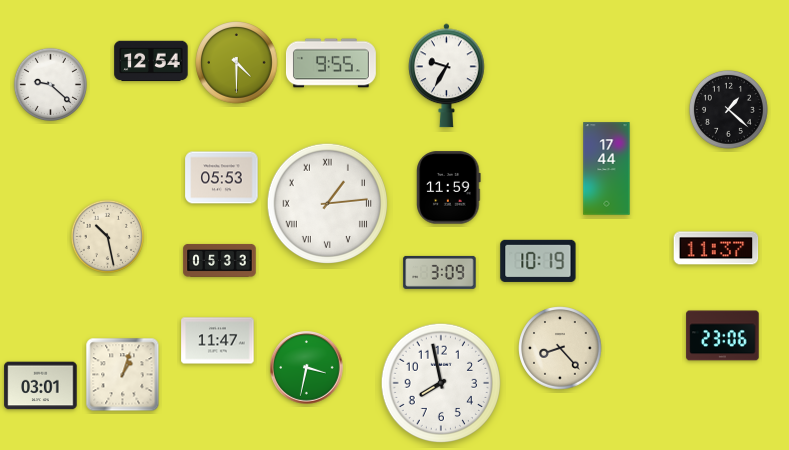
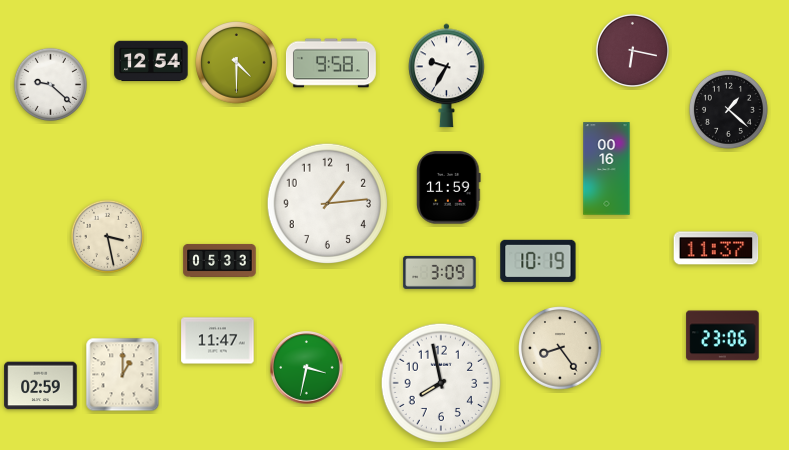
clock at (632, 50): none -> 6:17
clock at (331, 63): 9:55 -> 9:58
clock at (607, 169): 17:44 -> 00:16
clock at (222, 178): 05:53 -> none
clock at (327, 203) numerals: Roman -> Arabic
clock at (107, 236): 10:28 -> 3:28
clock at (560, 348): 8:23 -> 8:24
clock at (123, 375): 1:03 -> 1:00
clock at (41, 386): 03:01 -> 02:59
